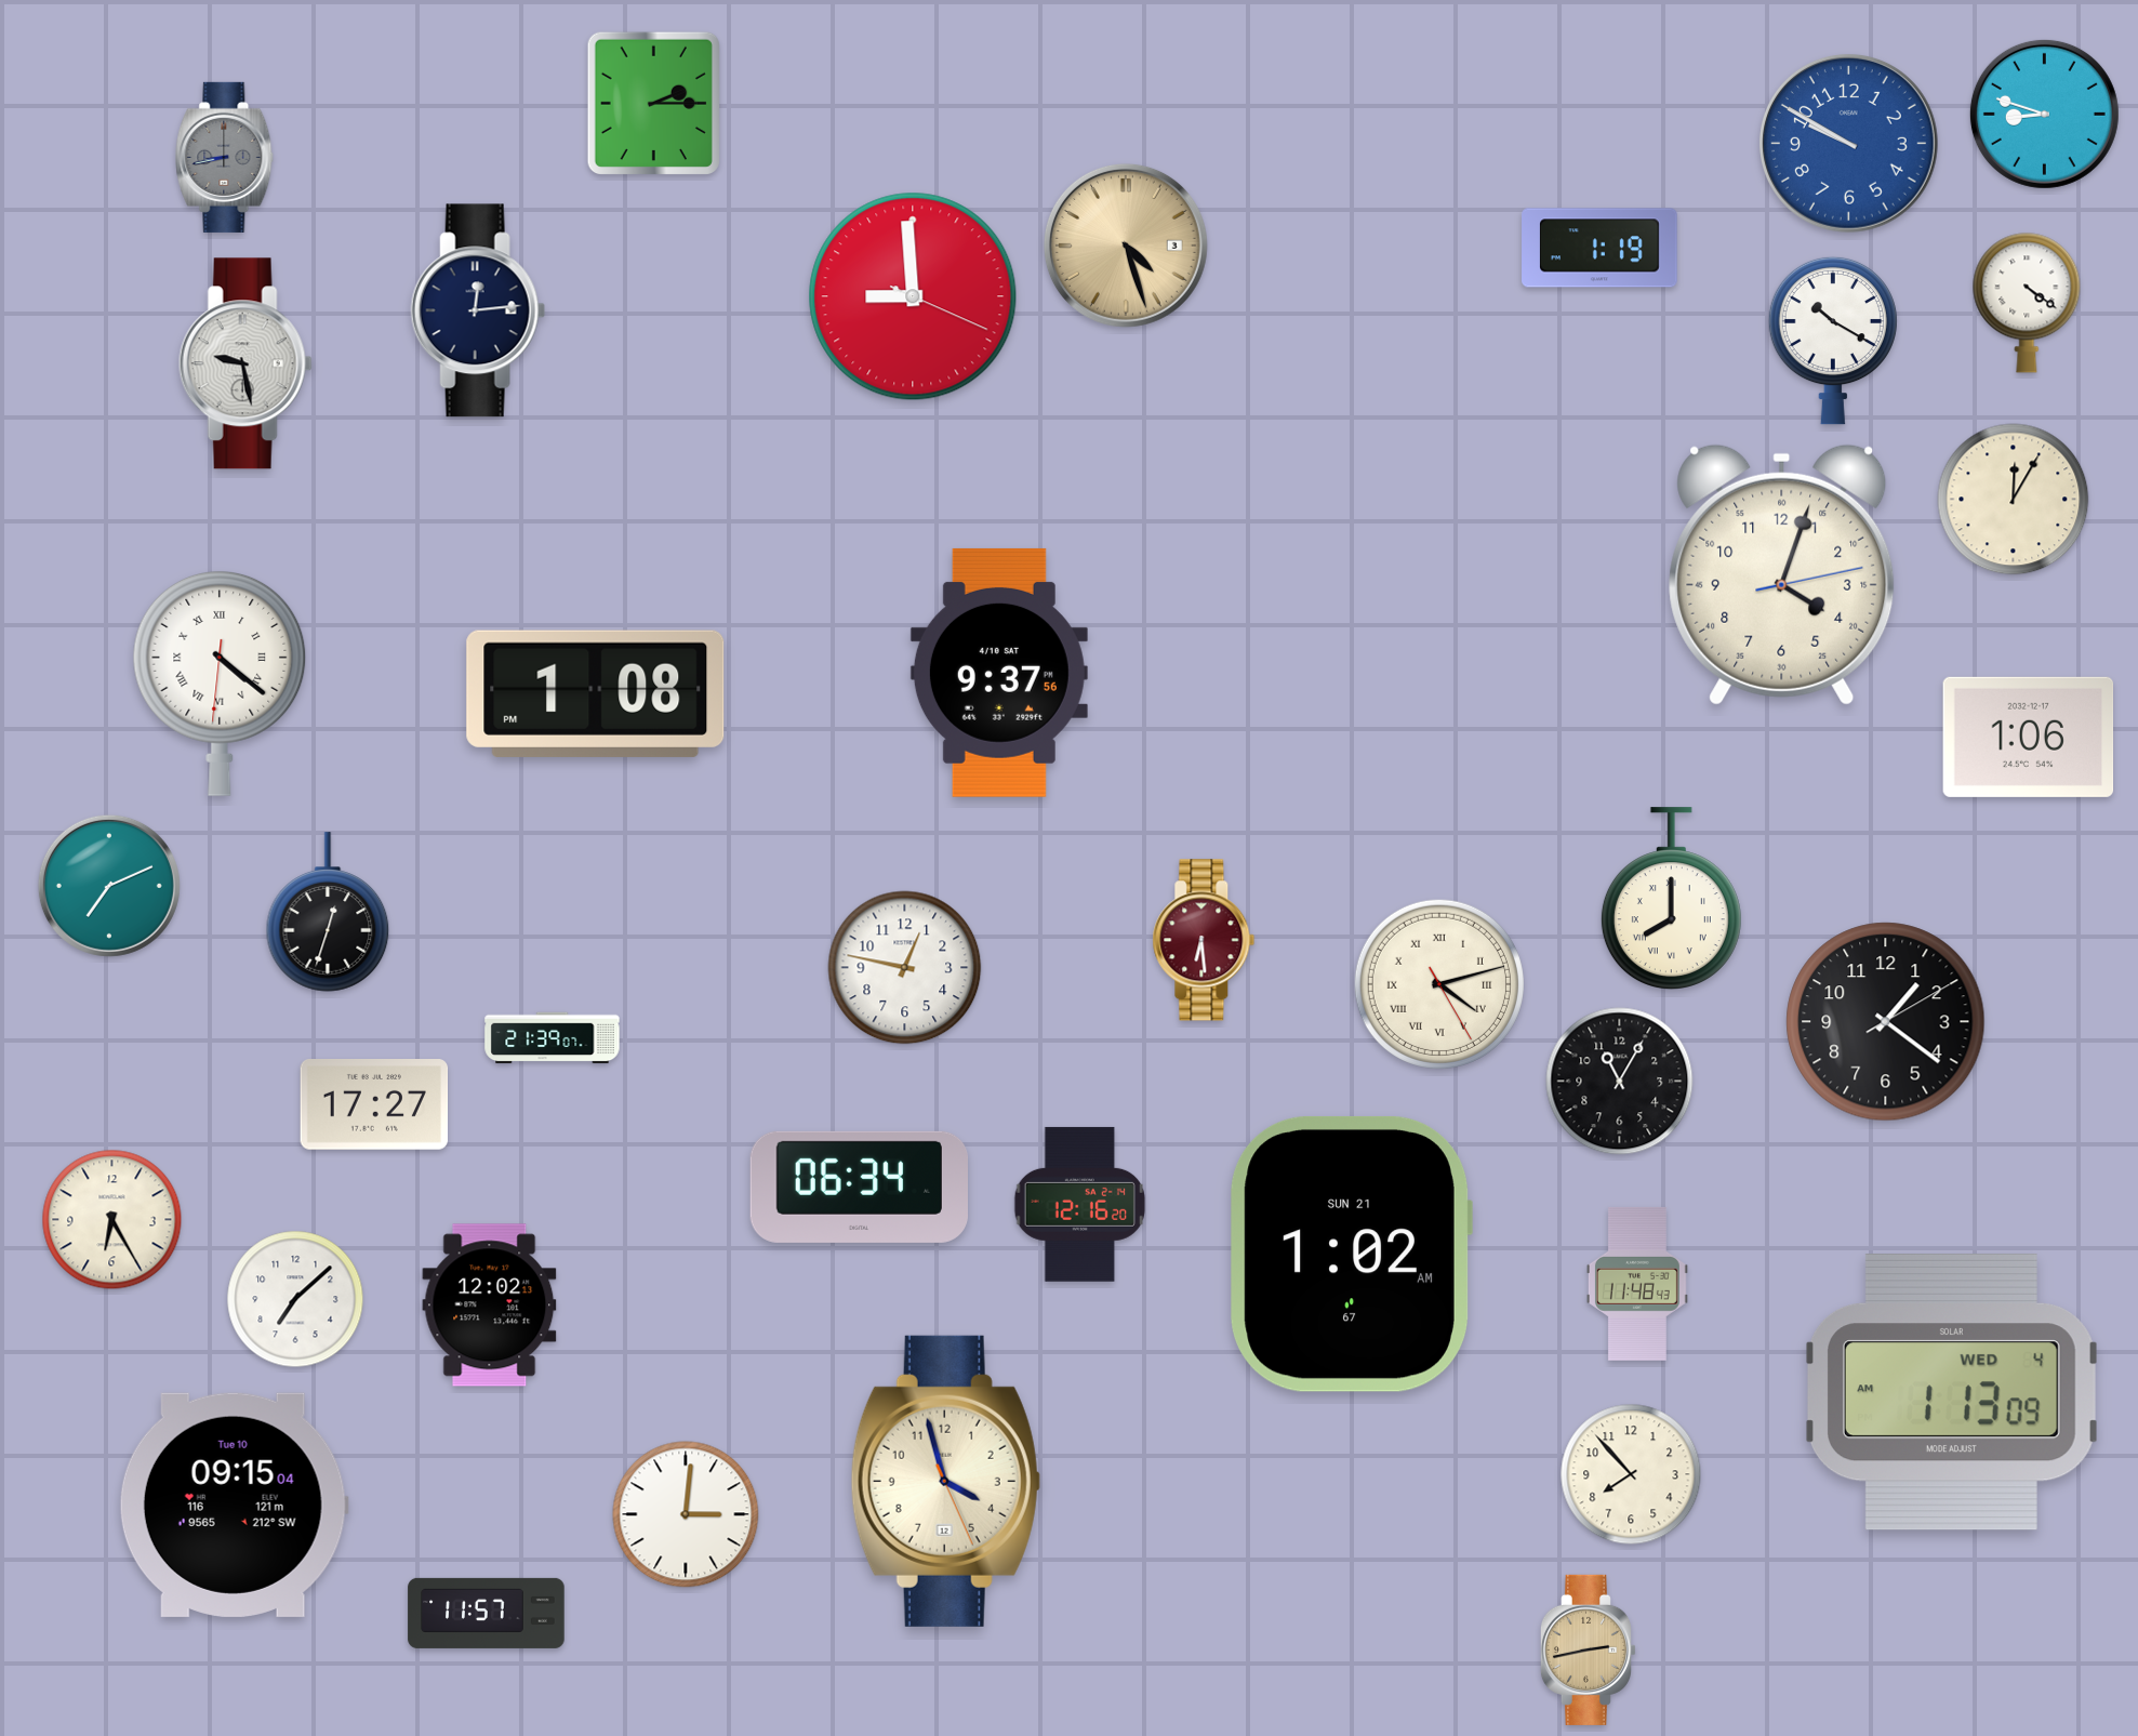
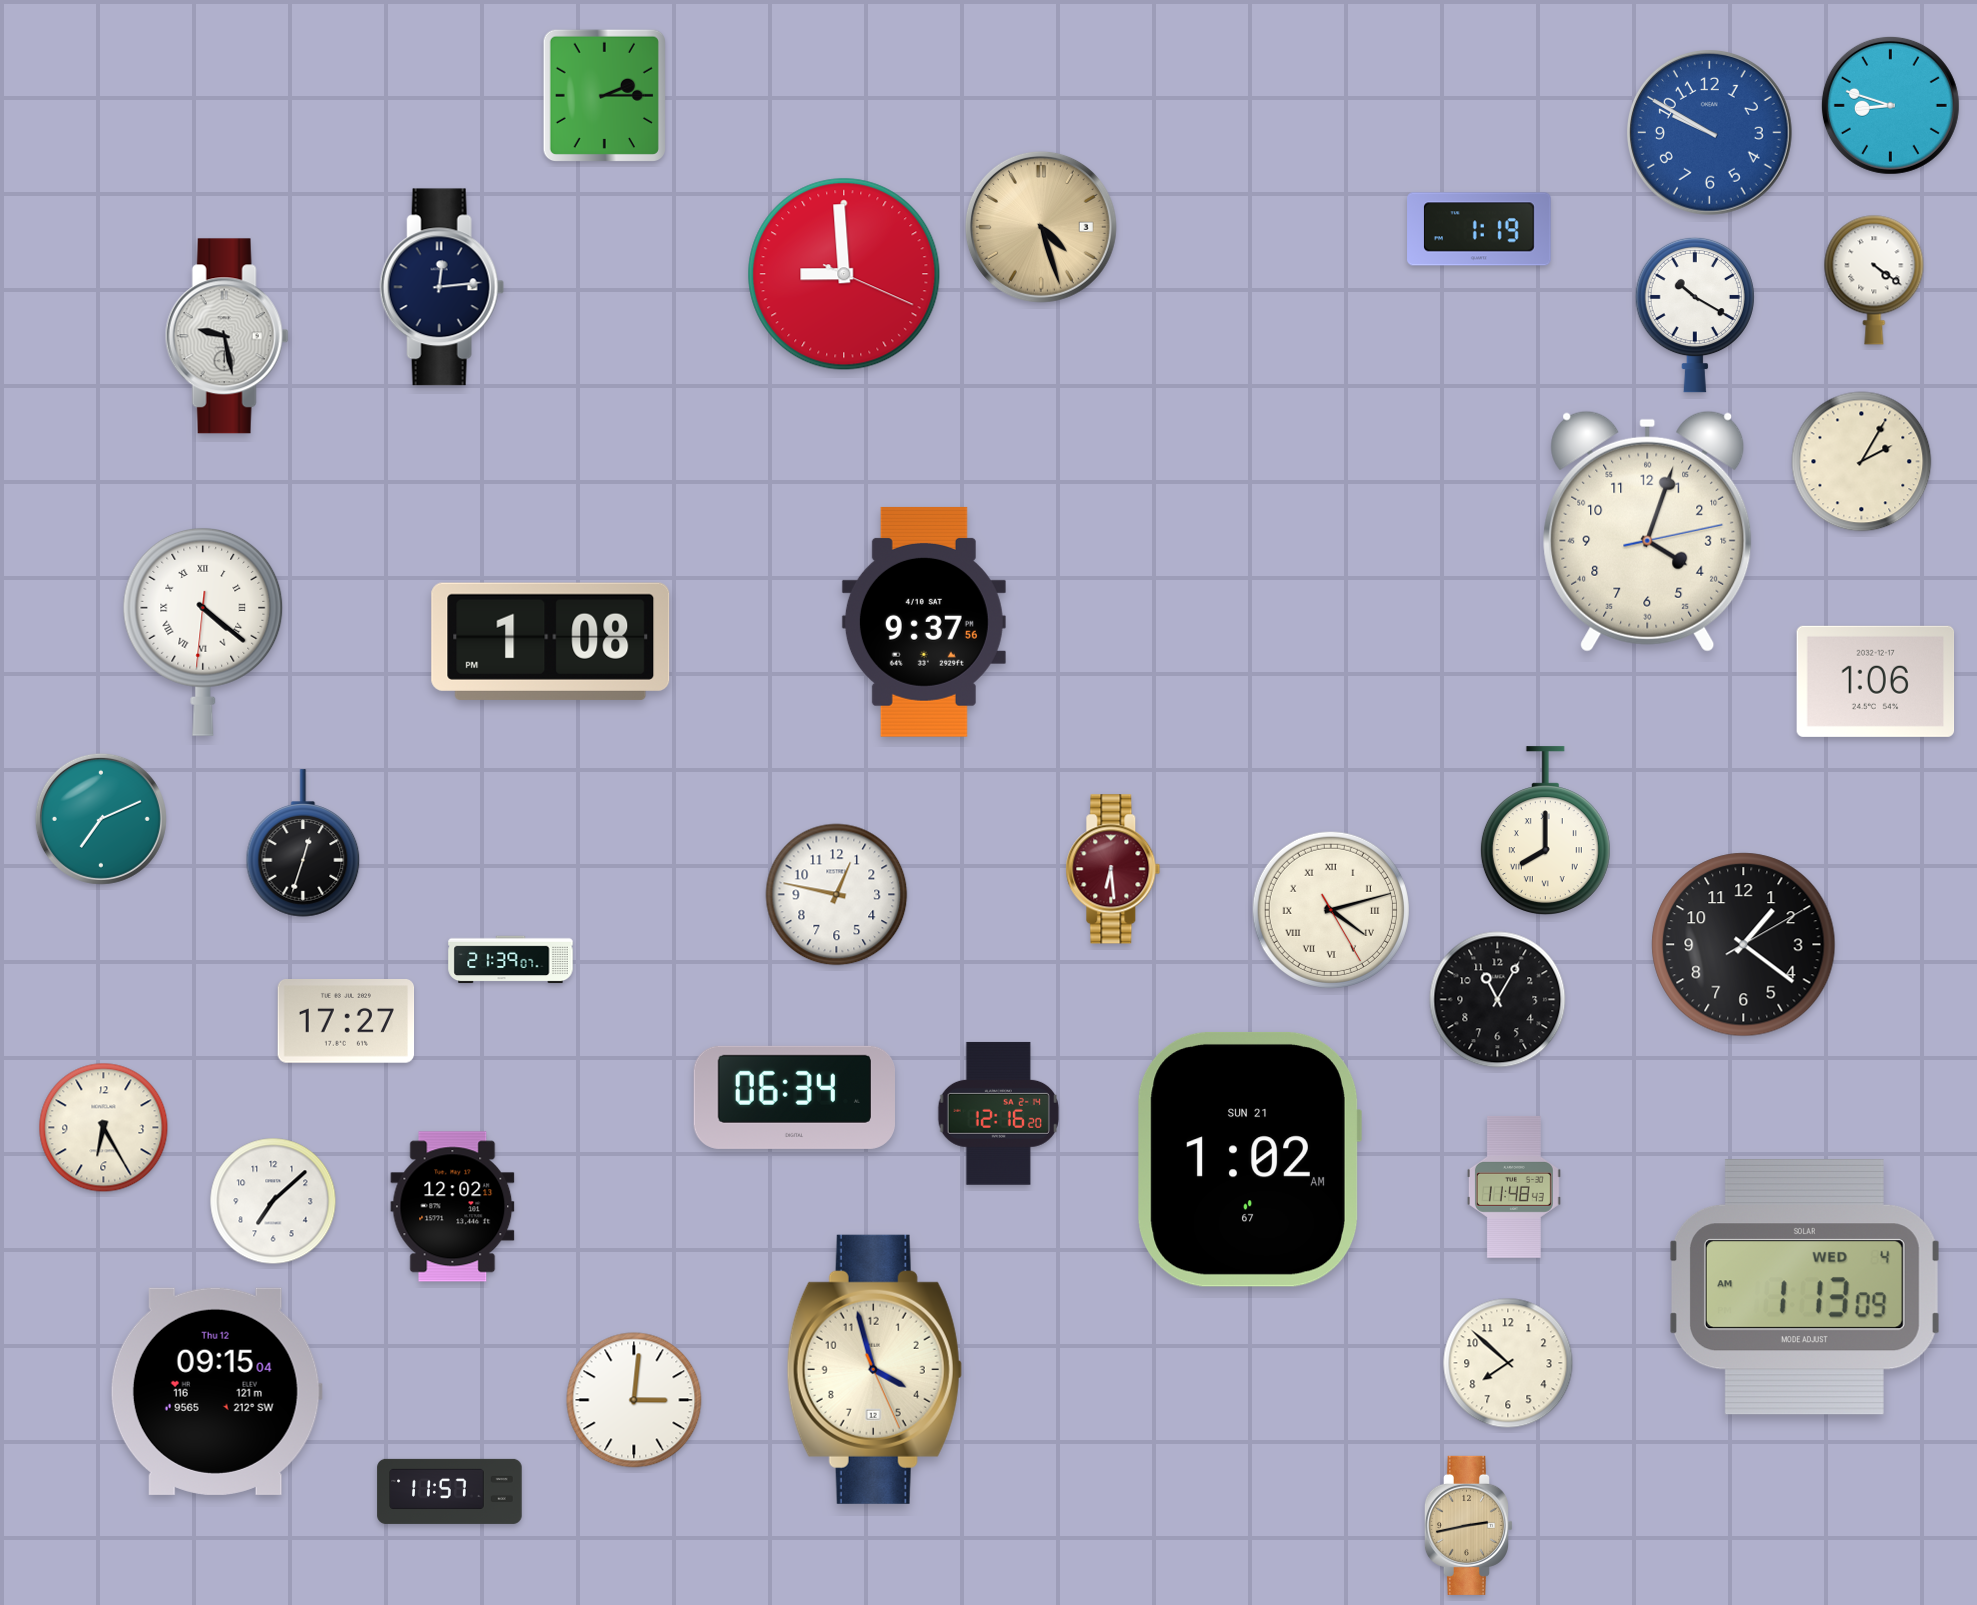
clock at (225, 157): 8:43 -> none
clock at (2014, 500): 12:05 -> 2:05
clock at (1631, 1474): 7:53 -> 7:52
clock at (234, 1505) date: Tue 10 -> Thu 12
